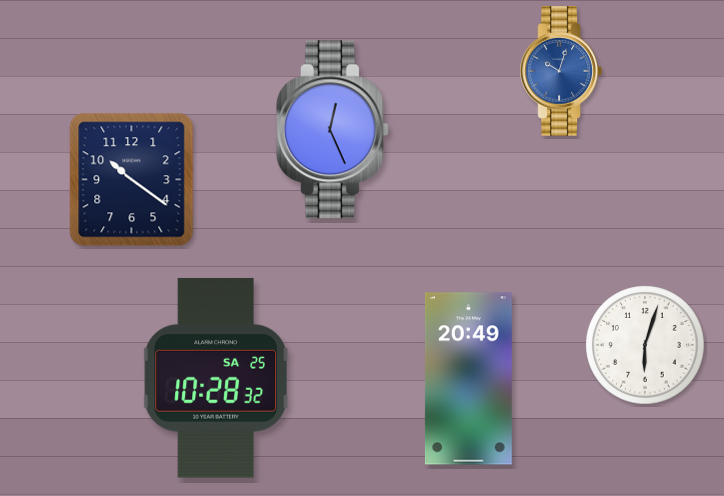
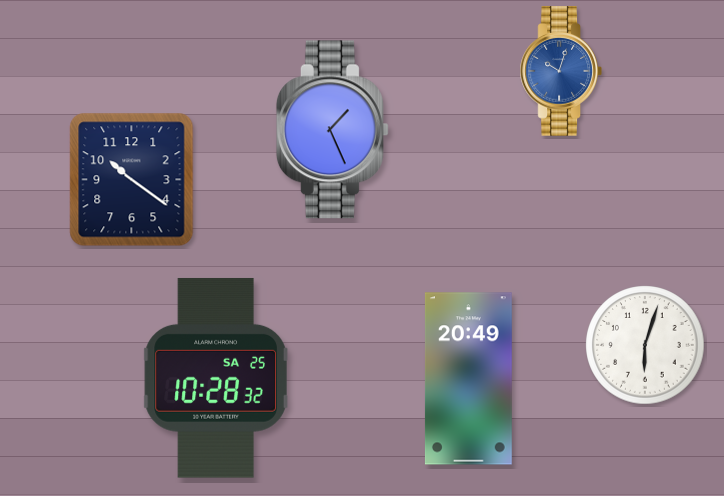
clock at (332, 130): 12:26 -> 1:26
